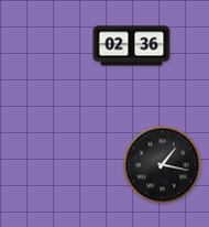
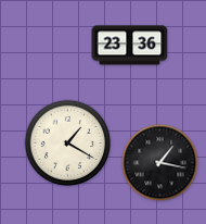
clock at (132, 46): 02:36 -> 23:36
clock at (68, 144): none -> 1:20
